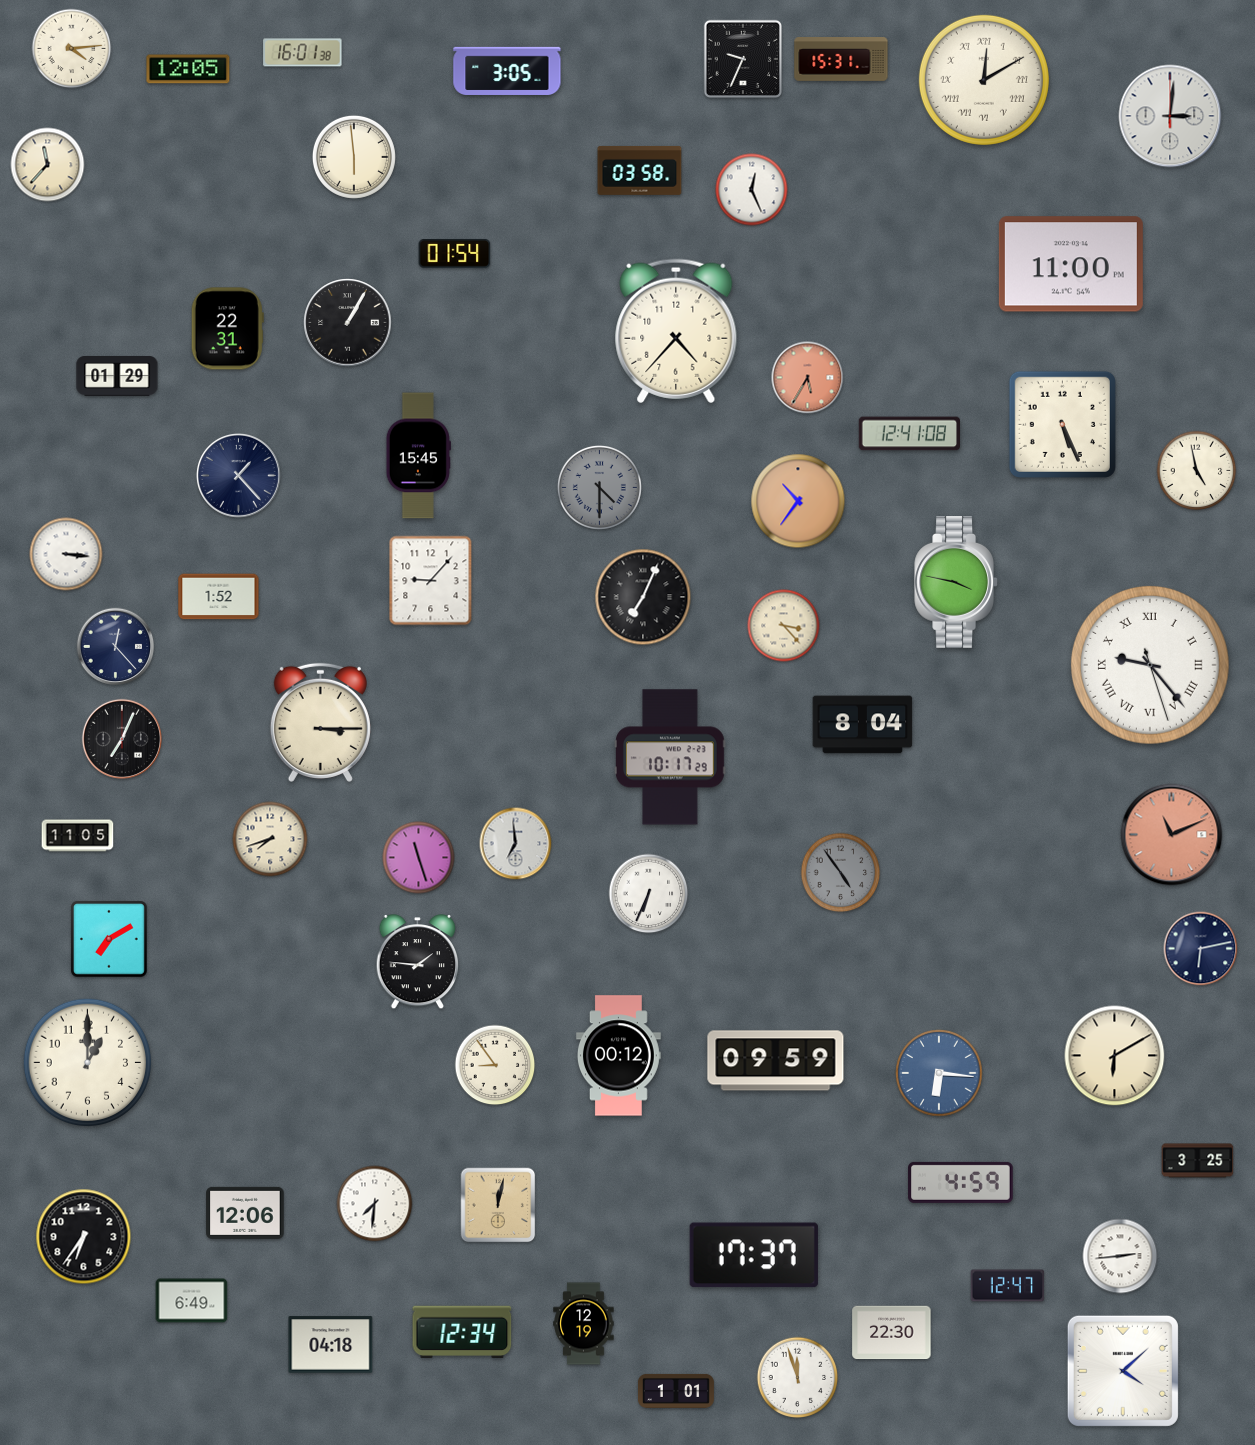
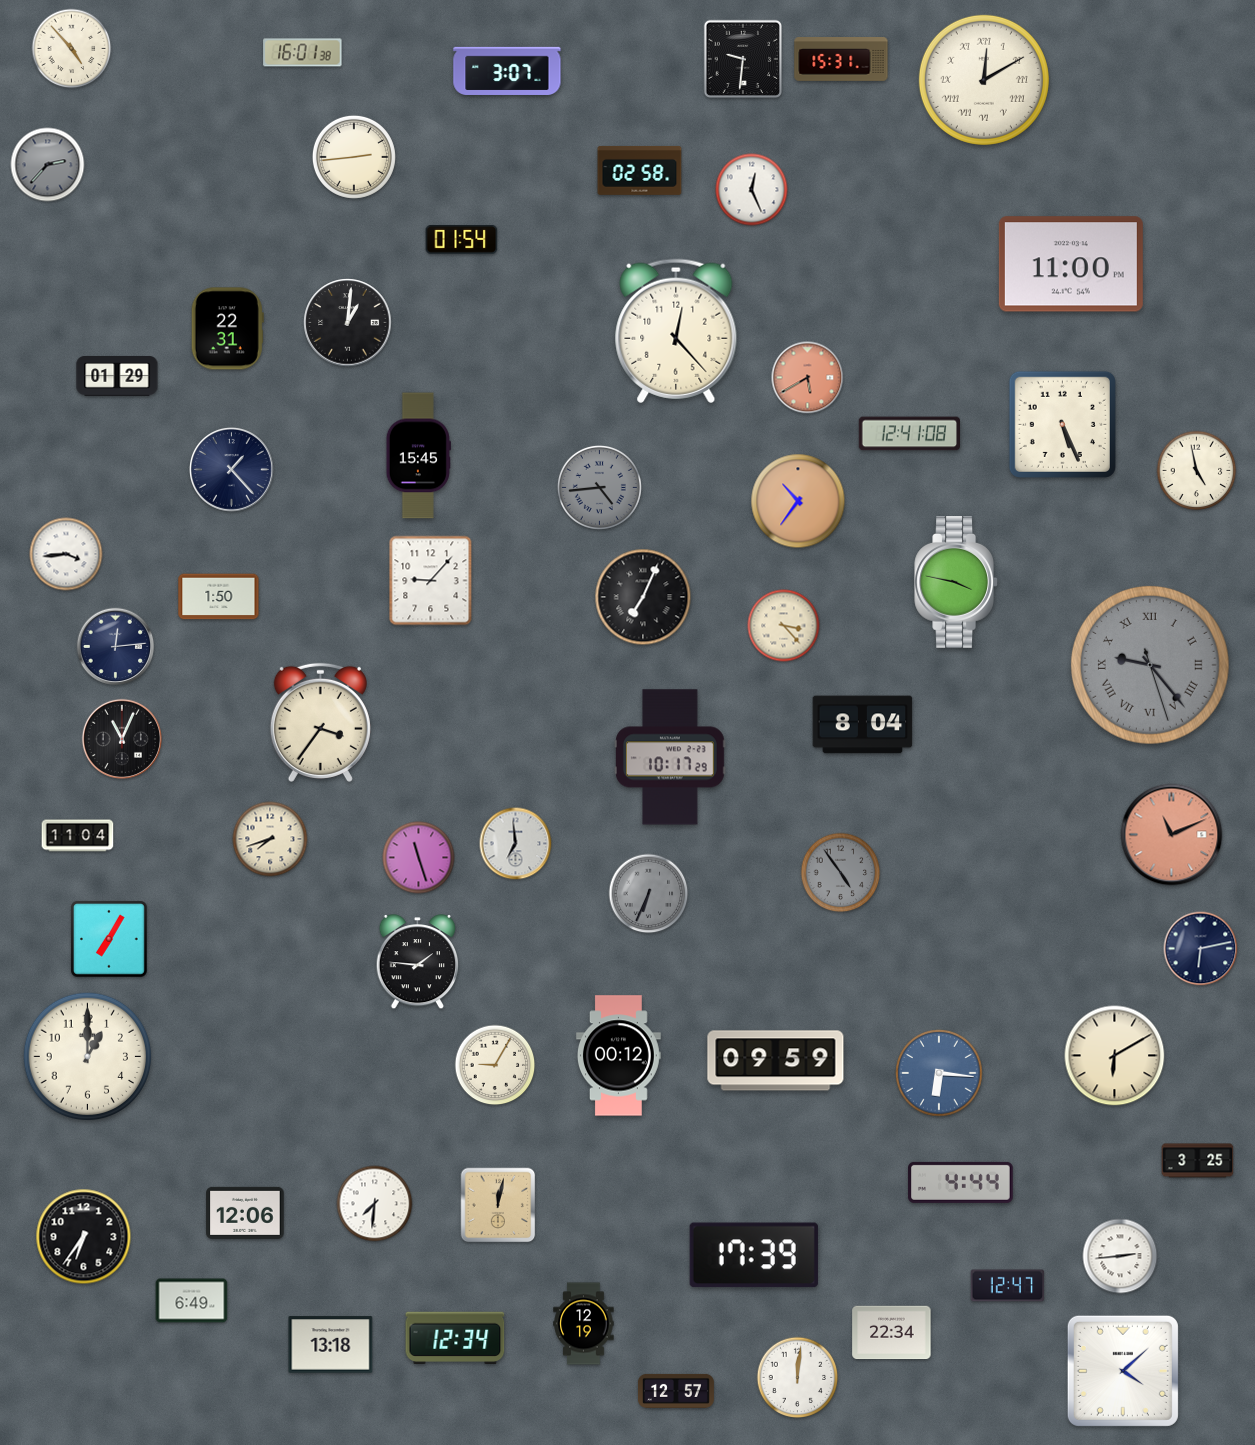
clock at (72, 49): 4:14 -> 4:53
clock at (742, 58): 9:34 -> 9:31
clock at (188, 69): 12:05 -> none
clock at (507, 71): 3:05 -> 3:07
clock at (1170, 116): 3:01 -> none
clock at (354, 157): 5:59 -> 2:44
clock at (48, 165): 11:37 -> 2:37
clock at (48, 165) dial: cream -> grey
clock at (640, 170): 03:58 -> 02:58
clock at (455, 254) position: (455, 254) -> (462, 240)
clock at (348, 323): 1:05 -> 1:01
clock at (676, 331): 4:37 -> 12:23
clock at (808, 378): 5:35 -> 5:40
clock at (238, 475) position: (238, 475) -> (231, 469)
clock at (599, 487): 4:30 -> 4:44
clock at (66, 554): 3:16 -> 3:44
clock at (219, 597): 1:52 -> 1:50
clock at (116, 647): 12:23 -> 12:14
clock at (1150, 665) dial: white -> grey
clock at (320, 722): 3:15 -> 3:36
clock at (122, 739): 7:04 -> 11:04
clock at (78, 836): 11:05 -> 11:04
clock at (649, 894) dial: white -> grey
clock at (110, 940): 7:10 -> 7:05
clock at (88, 1063) position: (88, 1063) -> (88, 1057)
clock at (495, 1065): 8:54 -> 9:05
clock at (961, 1182): 4:59 -> 4:44
clock at (754, 1255): 17:37 -> 17:39
clock at (462, 1331) position: (462, 1331) -> (455, 1337)
clock at (892, 1333): 22:30 -> 22:34
clock at (331, 1345): 04:18 -> 13:18
clock at (798, 1378): 11:57 -> 12:01
clock at (676, 1391): 1:01 -> 12:57
